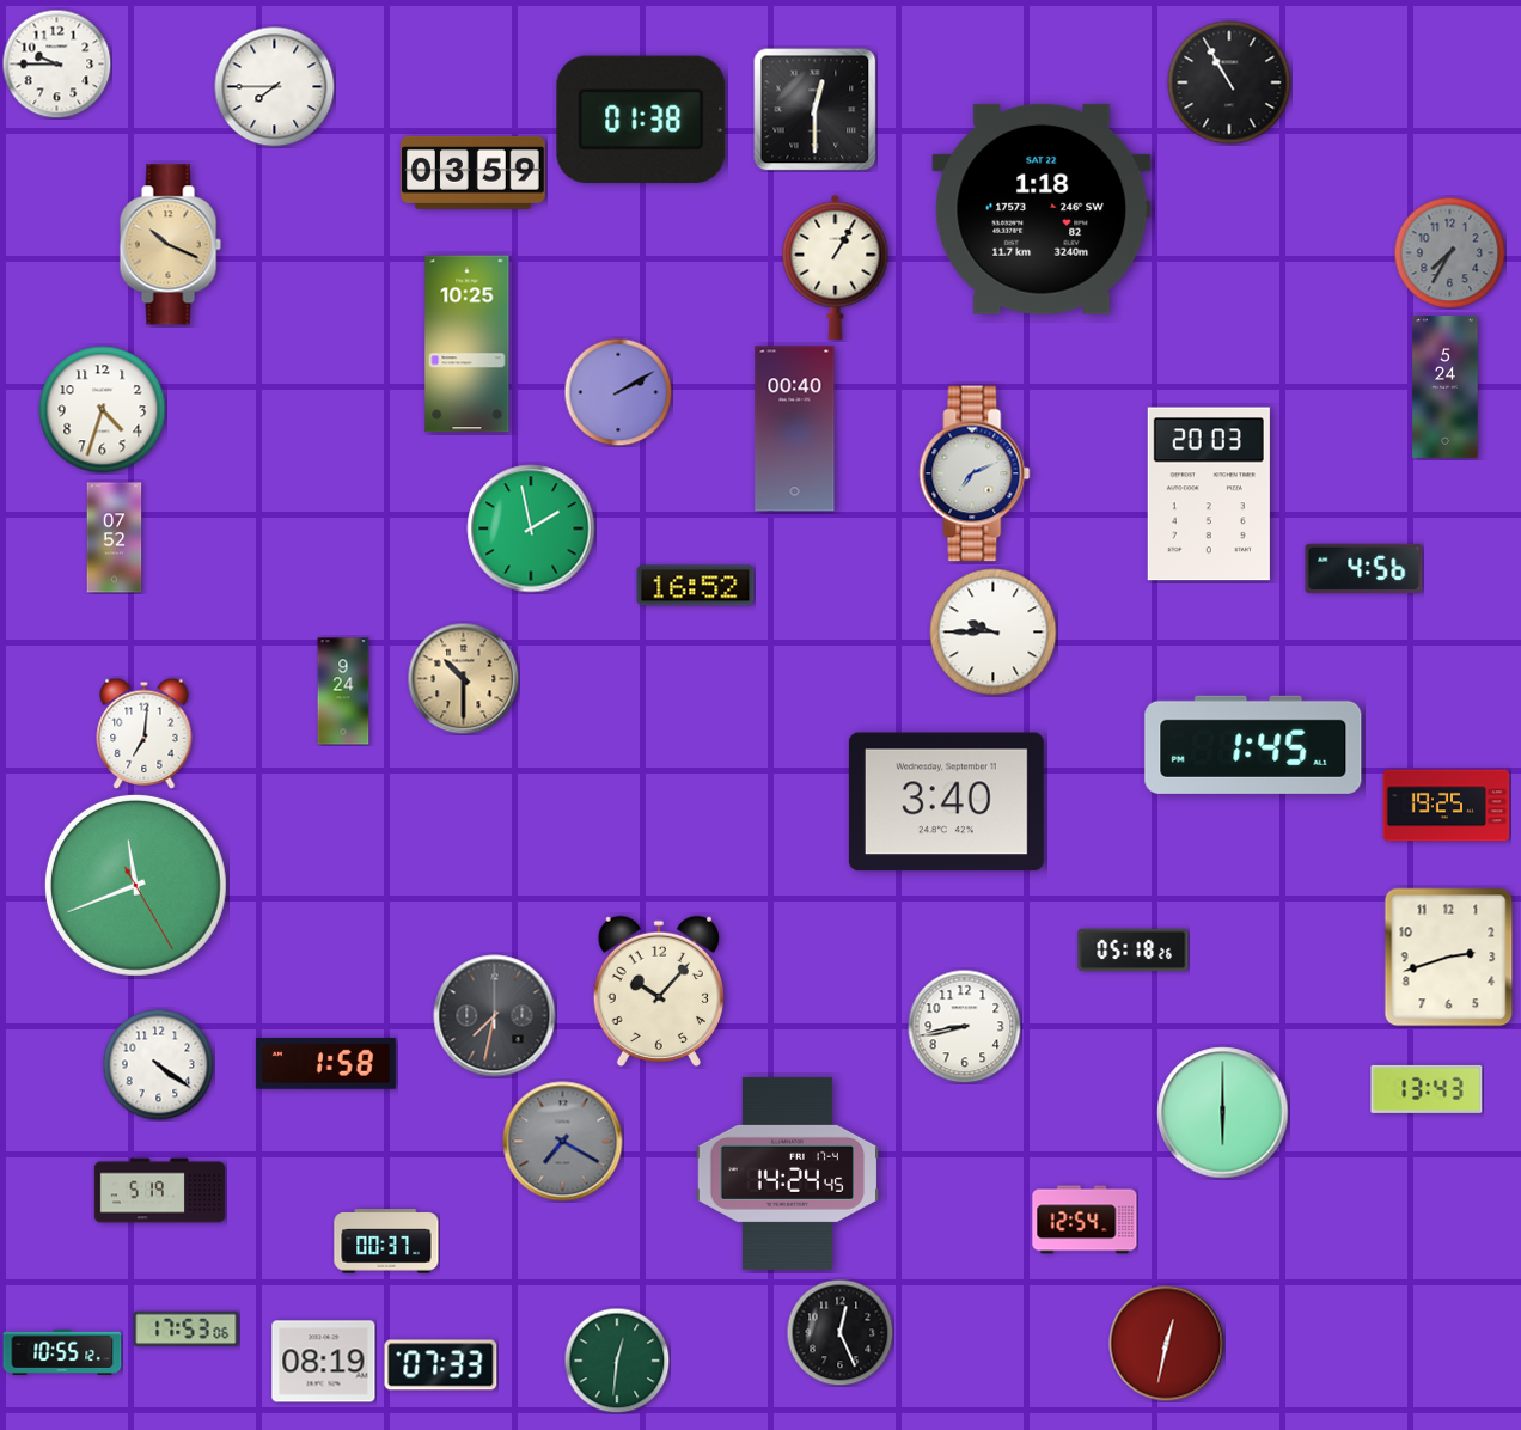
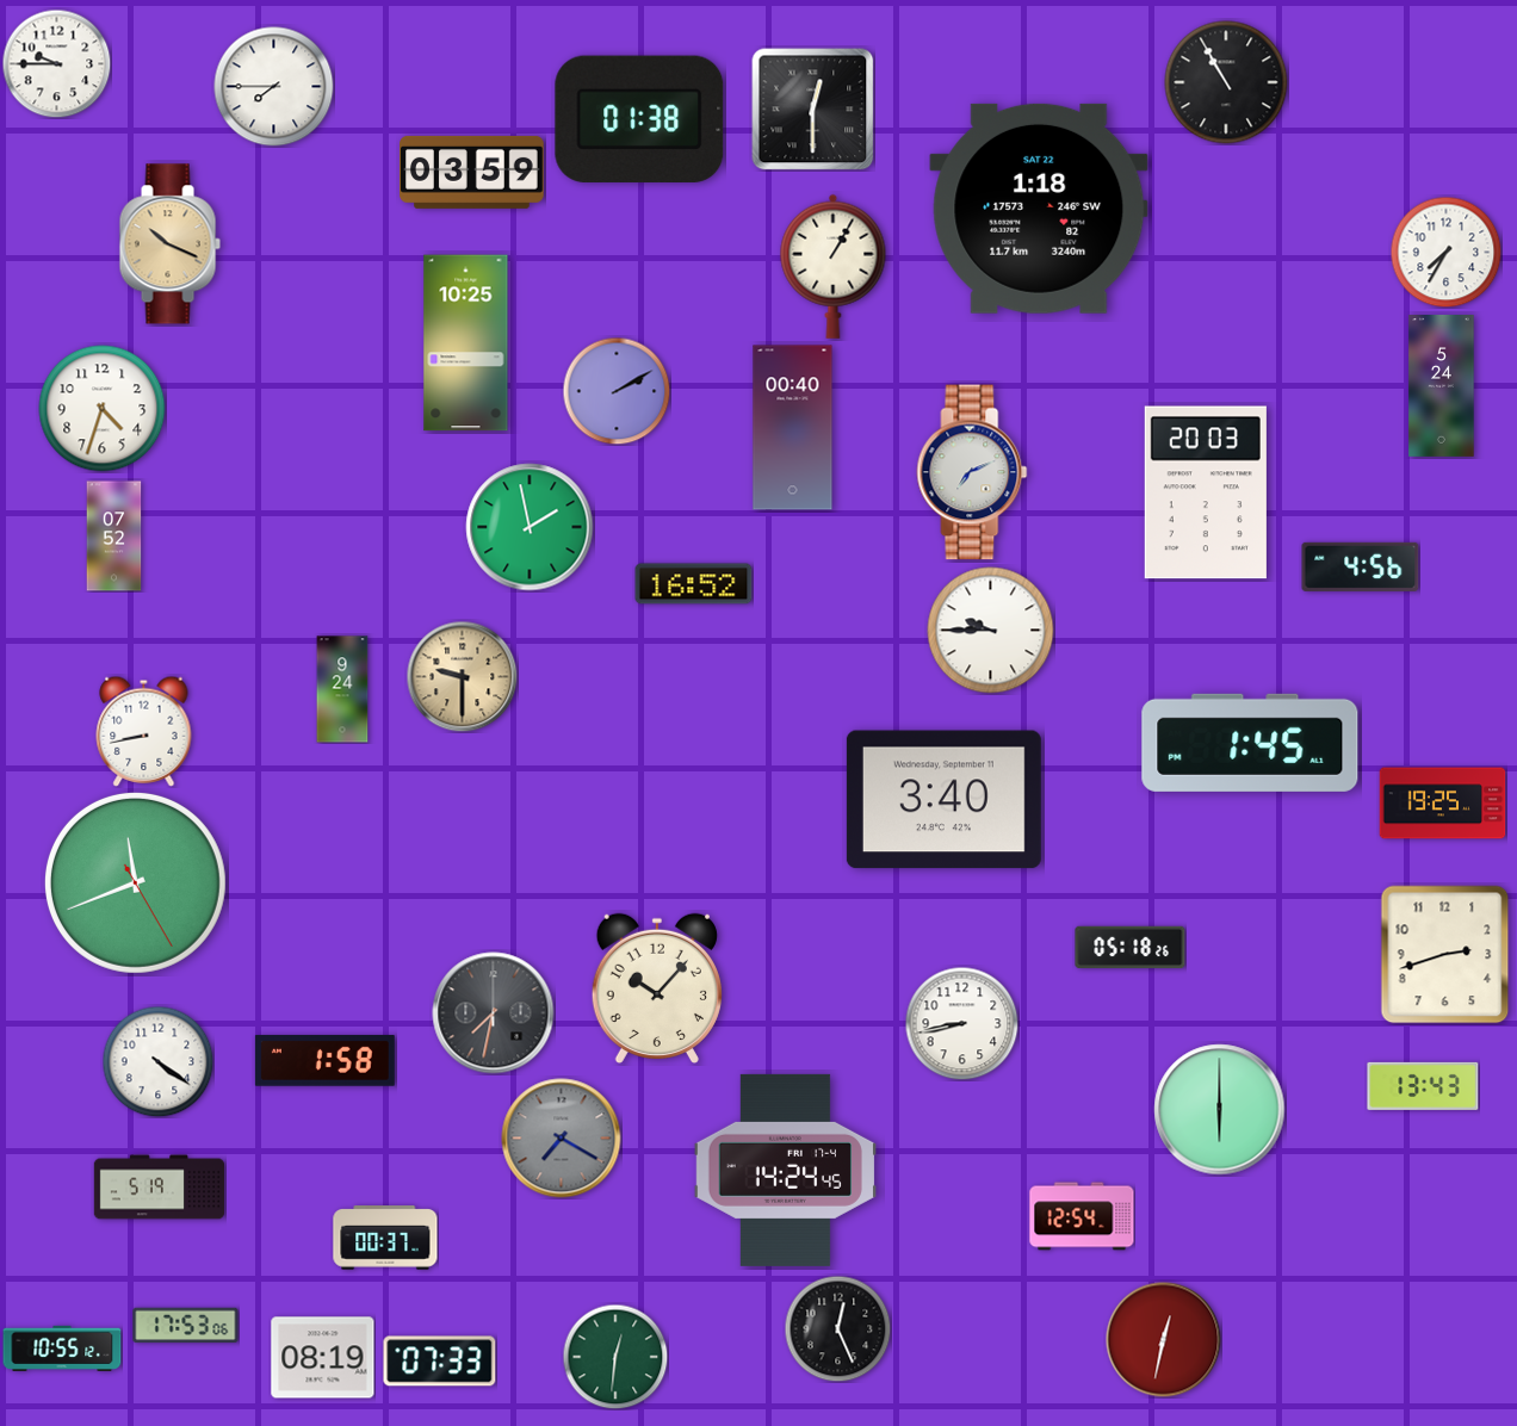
clock at (1449, 252) dial: grey -> white
clock at (463, 678): 10:30 -> 9:30
clock at (145, 733): 7:01 -> 8:43
